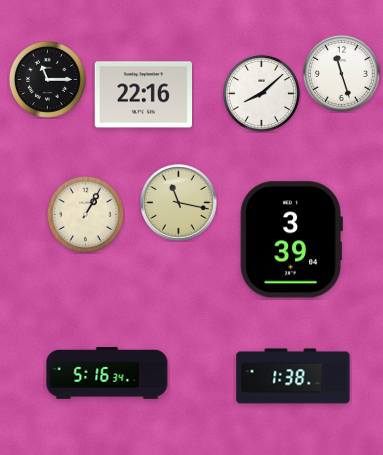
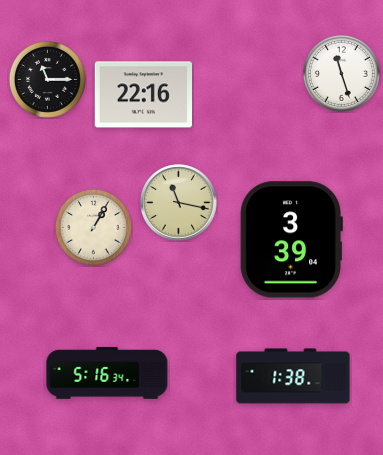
clock at (261, 93): 8:08 -> none
clock at (85, 214) position: (85, 214) -> (93, 227)
